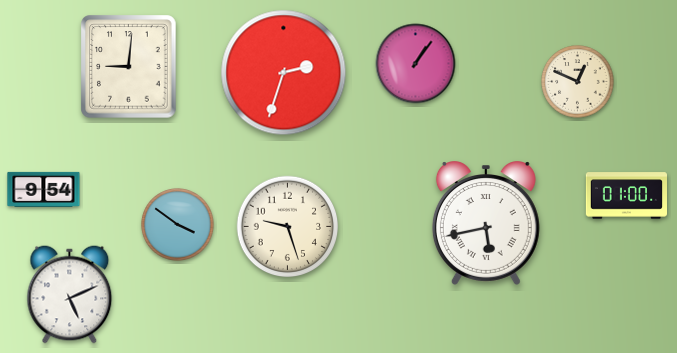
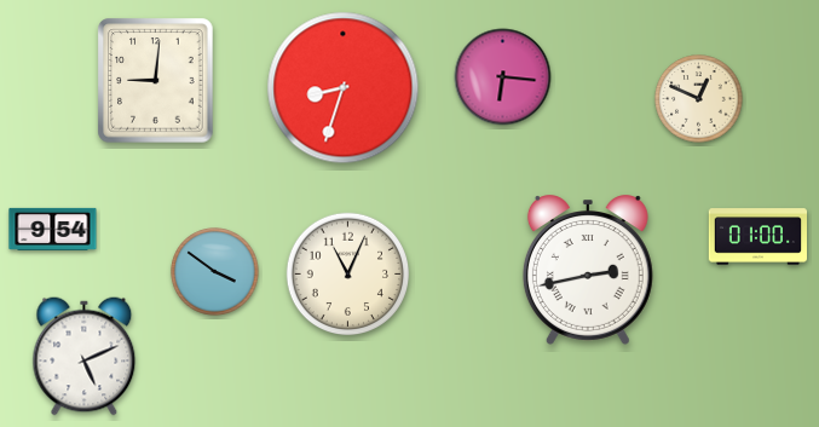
clock at (416, 64): 1:06 -> 6:16
clock at (284, 73): 2:33 -> 8:33
clock at (486, 223): 5:43 -> 2:43
clock at (288, 227): 9:27 -> 11:04
